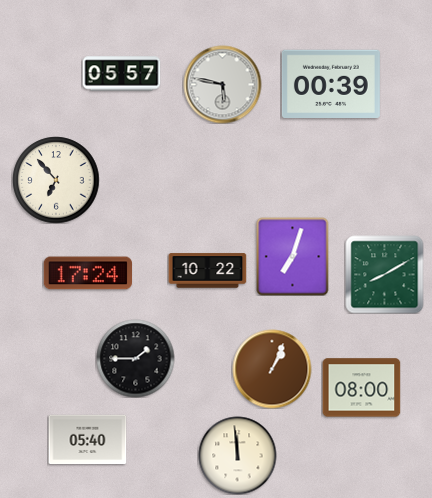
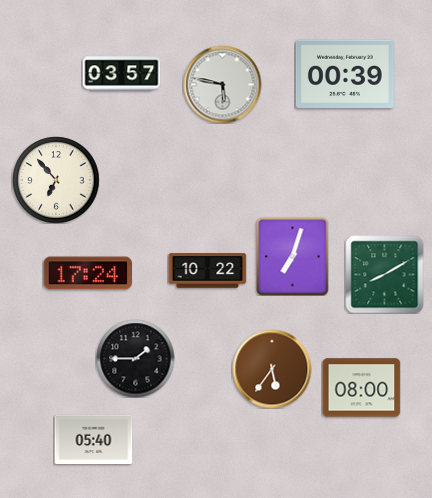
clock at (121, 74): 05:57 -> 03:57
clock at (331, 84) position: (331, 84) -> (345, 74)
clock at (272, 369): 1:04 -> 5:36
clock at (87, 439) position: (87, 439) -> (93, 439)
clock at (237, 455): 11:59 -> none
